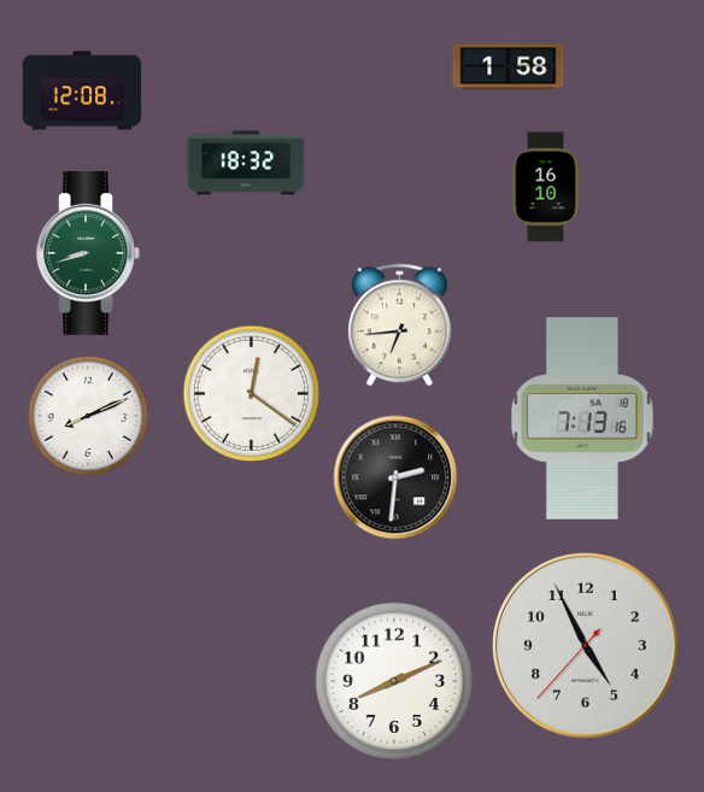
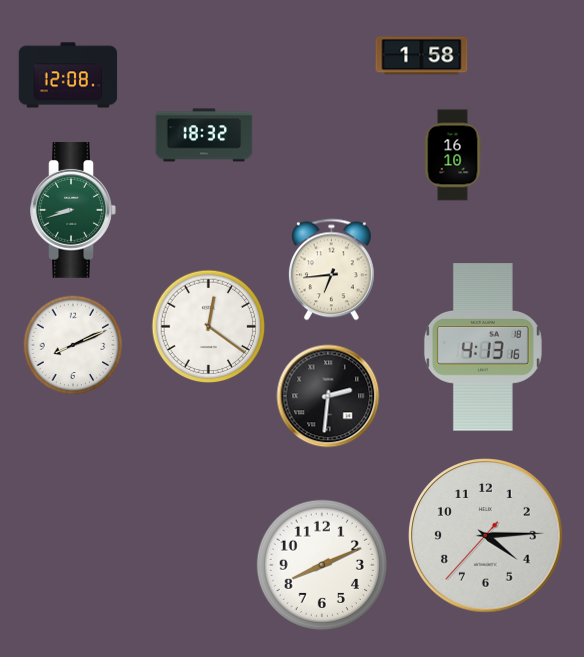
clock at (582, 418): 7:13 -> 4:13
clock at (586, 646): 4:55 -> 4:14
clock at (394, 681) position: (394, 681) -> (322, 565)
